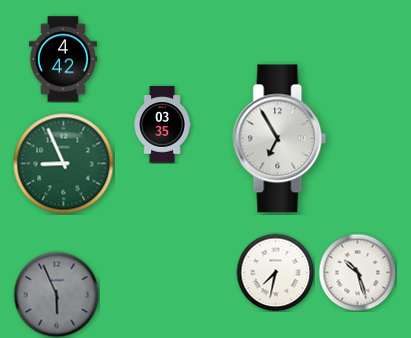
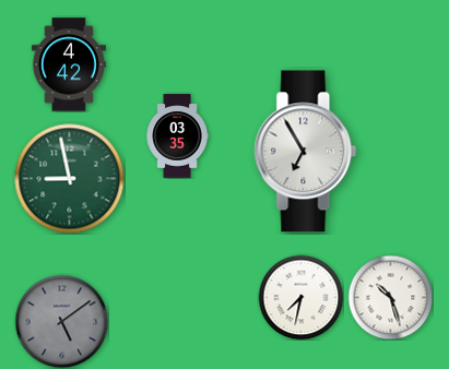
clock at (64, 164): 8:56 -> 8:58
clock at (56, 294): 5:56 -> 5:09
